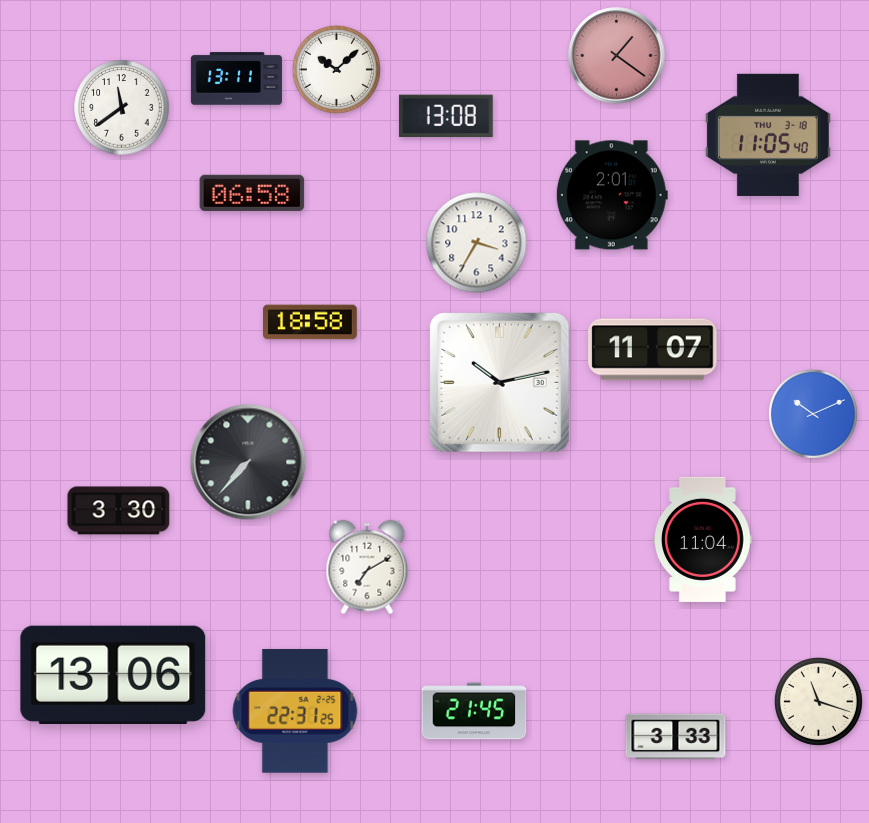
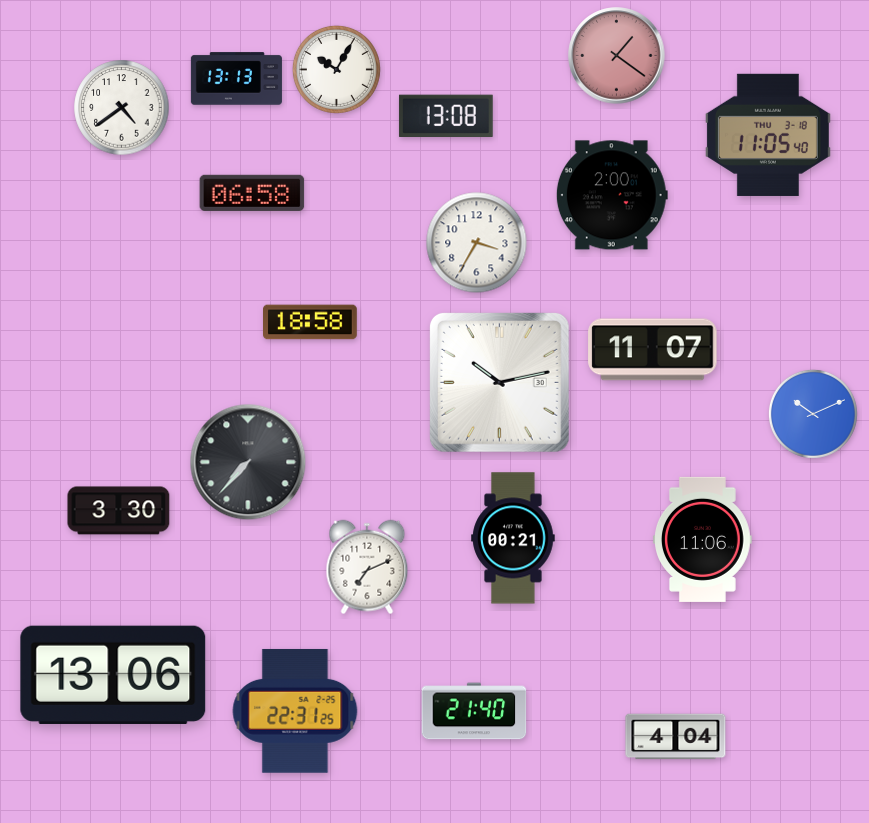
clock at (336, 69): 10:08 -> 10:05
clock at (236, 79): 13:11 -> 13:13
clock at (122, 108): 11:39 -> 4:39
clock at (612, 195): 2:01 -> 2:00
clock at (513, 538): none -> 00:21
clock at (703, 539): 11:04 -> 11:06
clock at (367, 567): 7:10 -> 7:11
clock at (818, 701): 11:18 -> none
clock at (474, 711): 21:45 -> 21:40
clock at (676, 737): 3:33 -> 4:04
